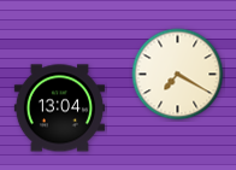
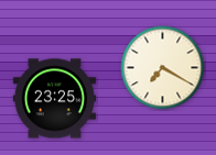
clock at (59, 109): 13:04 -> 23:25
